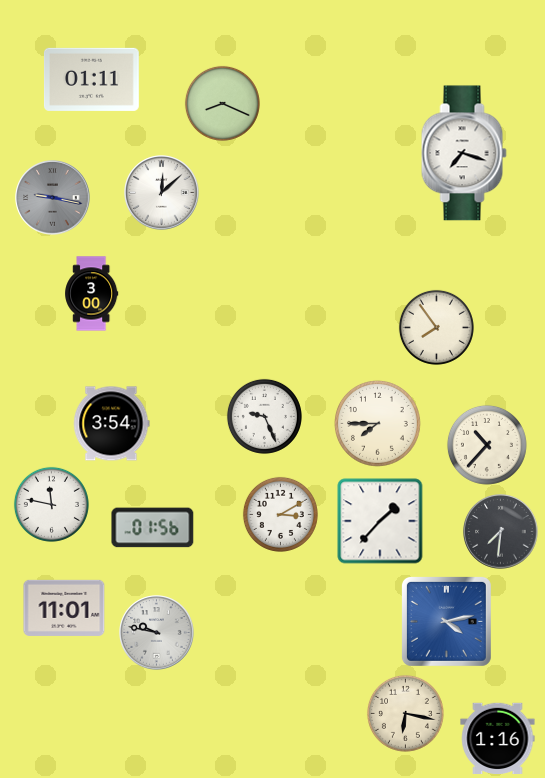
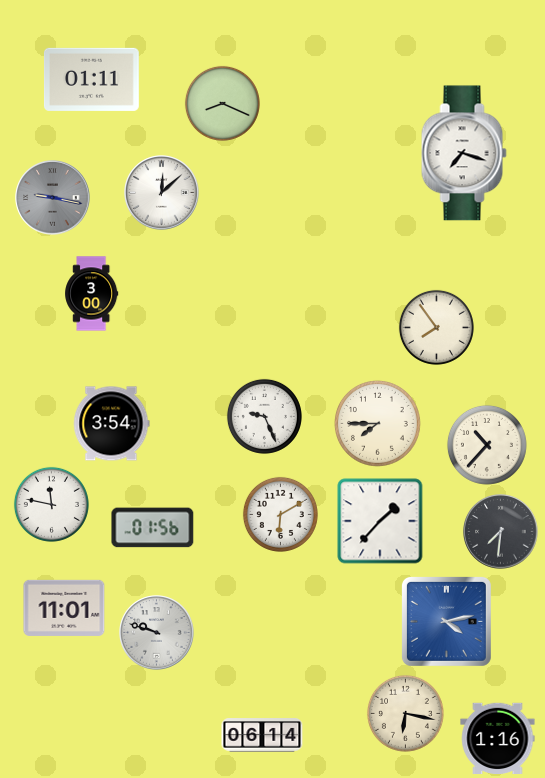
clock at (280, 514): 3:10 -> 6:10
clock at (157, 633): 9:47 -> 9:48
clock at (262, 735): none -> 06:14
